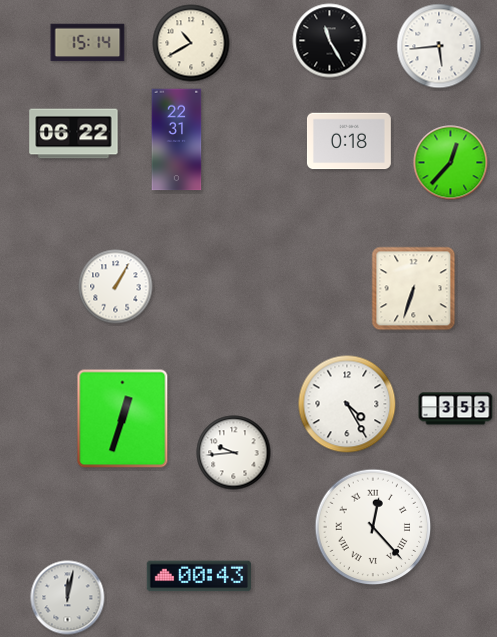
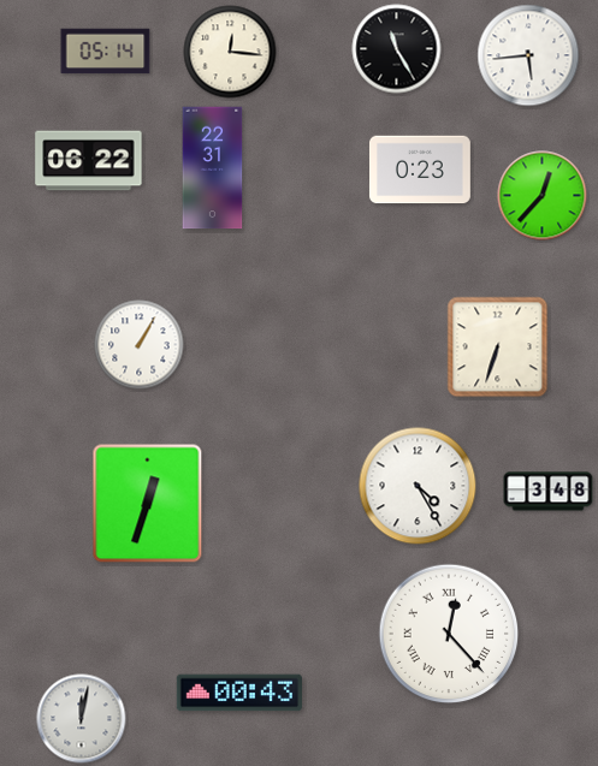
clock at (88, 43): 15:14 -> 05:14
clock at (191, 43): 10:40 -> 12:16
clock at (349, 141): 0:18 -> 0:23
clock at (456, 409): 3:53 -> 3:48
clock at (234, 453): 9:44 -> none
